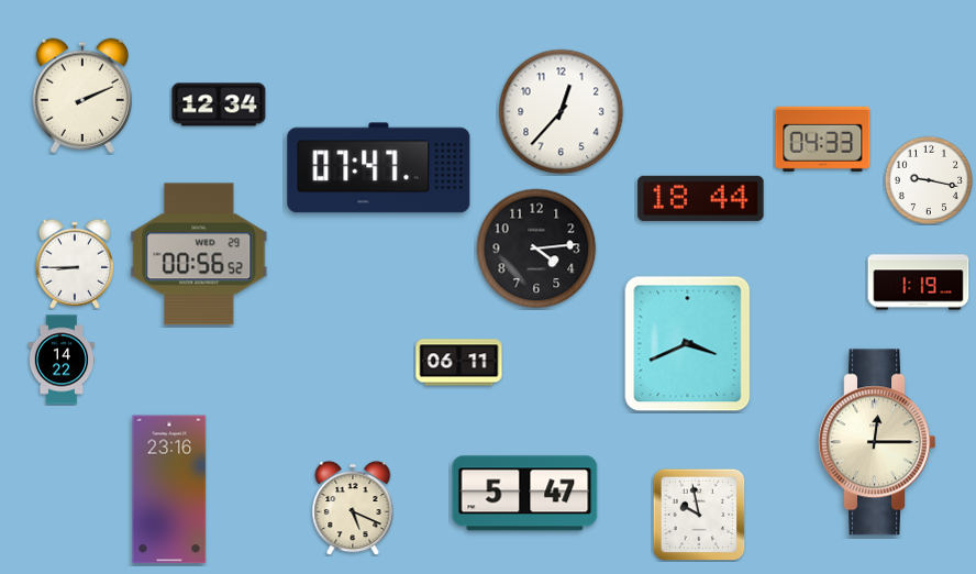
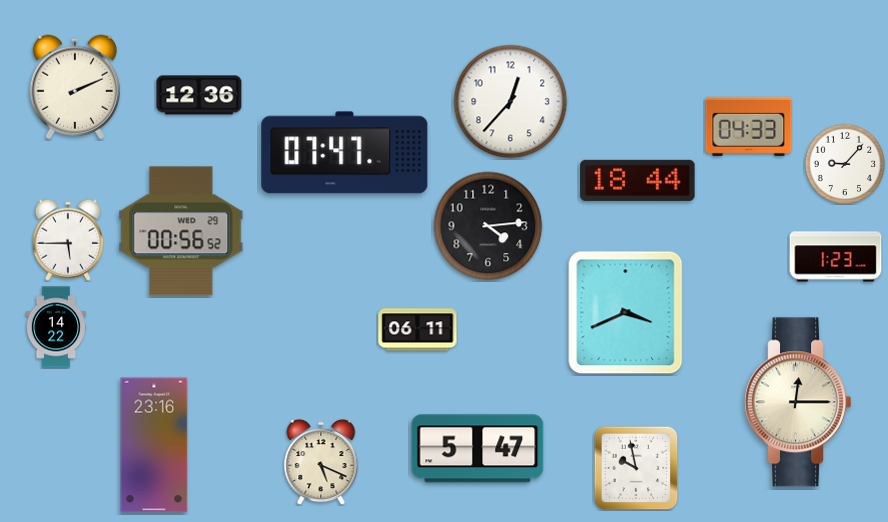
clock at (219, 104): 12:34 -> 12:36
clock at (928, 179): 9:17 -> 9:07
clock at (75, 264): 8:45 -> 5:45
clock at (919, 283): 1:19 -> 1:23
